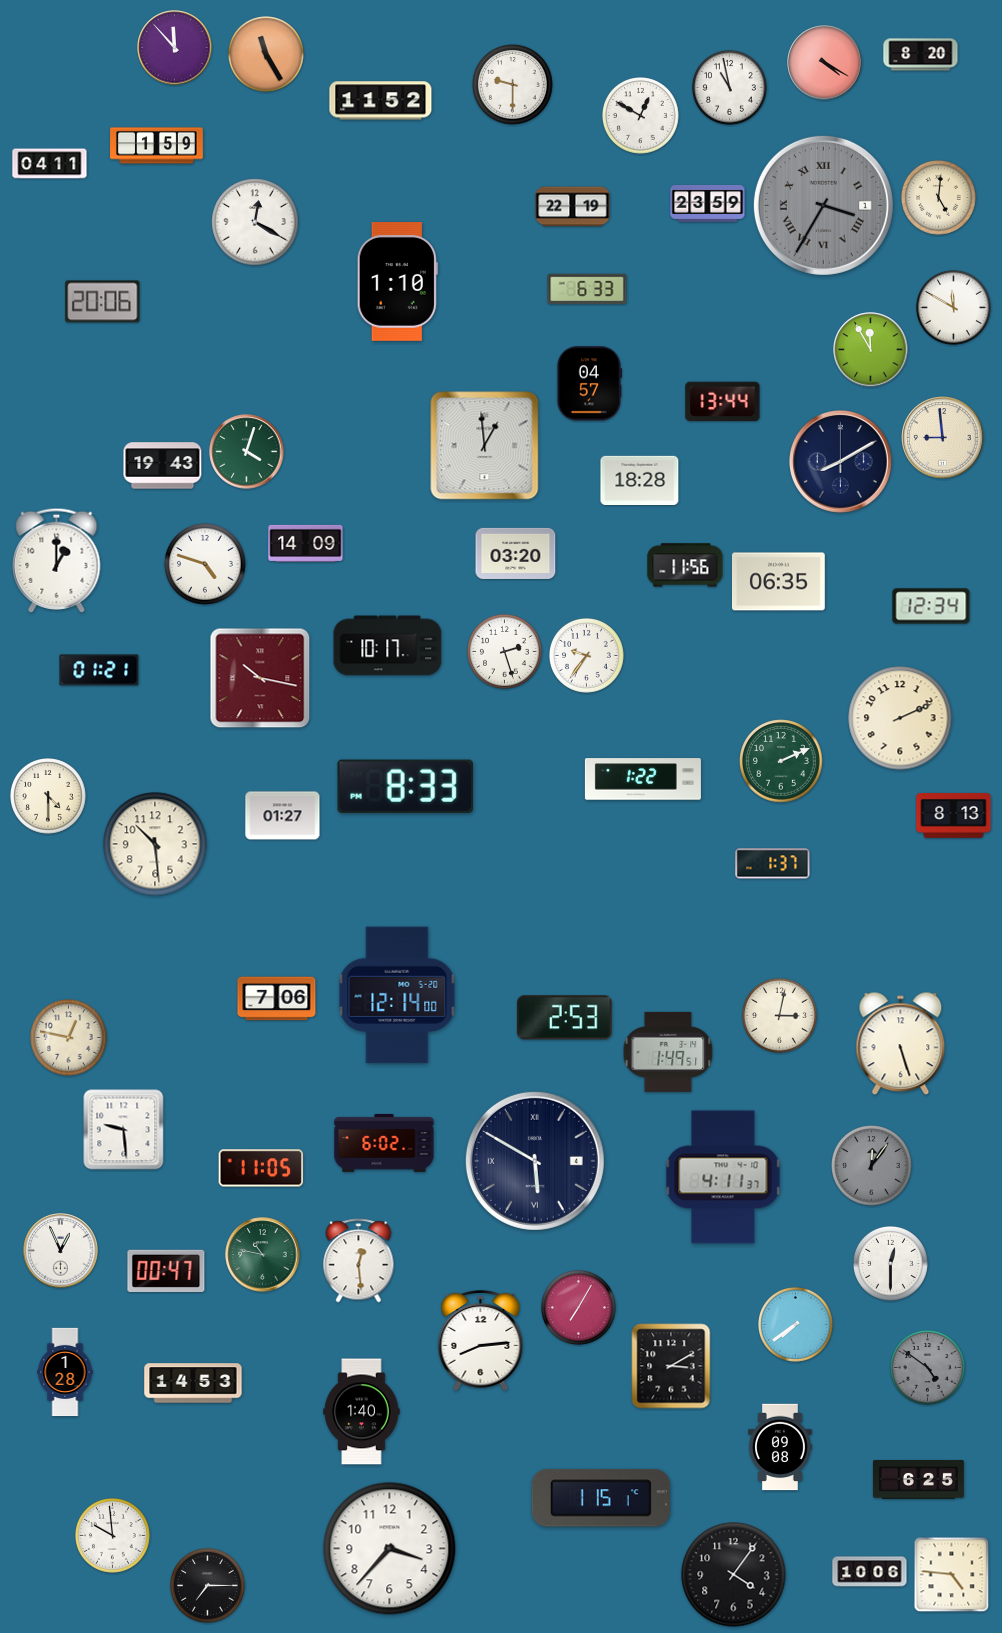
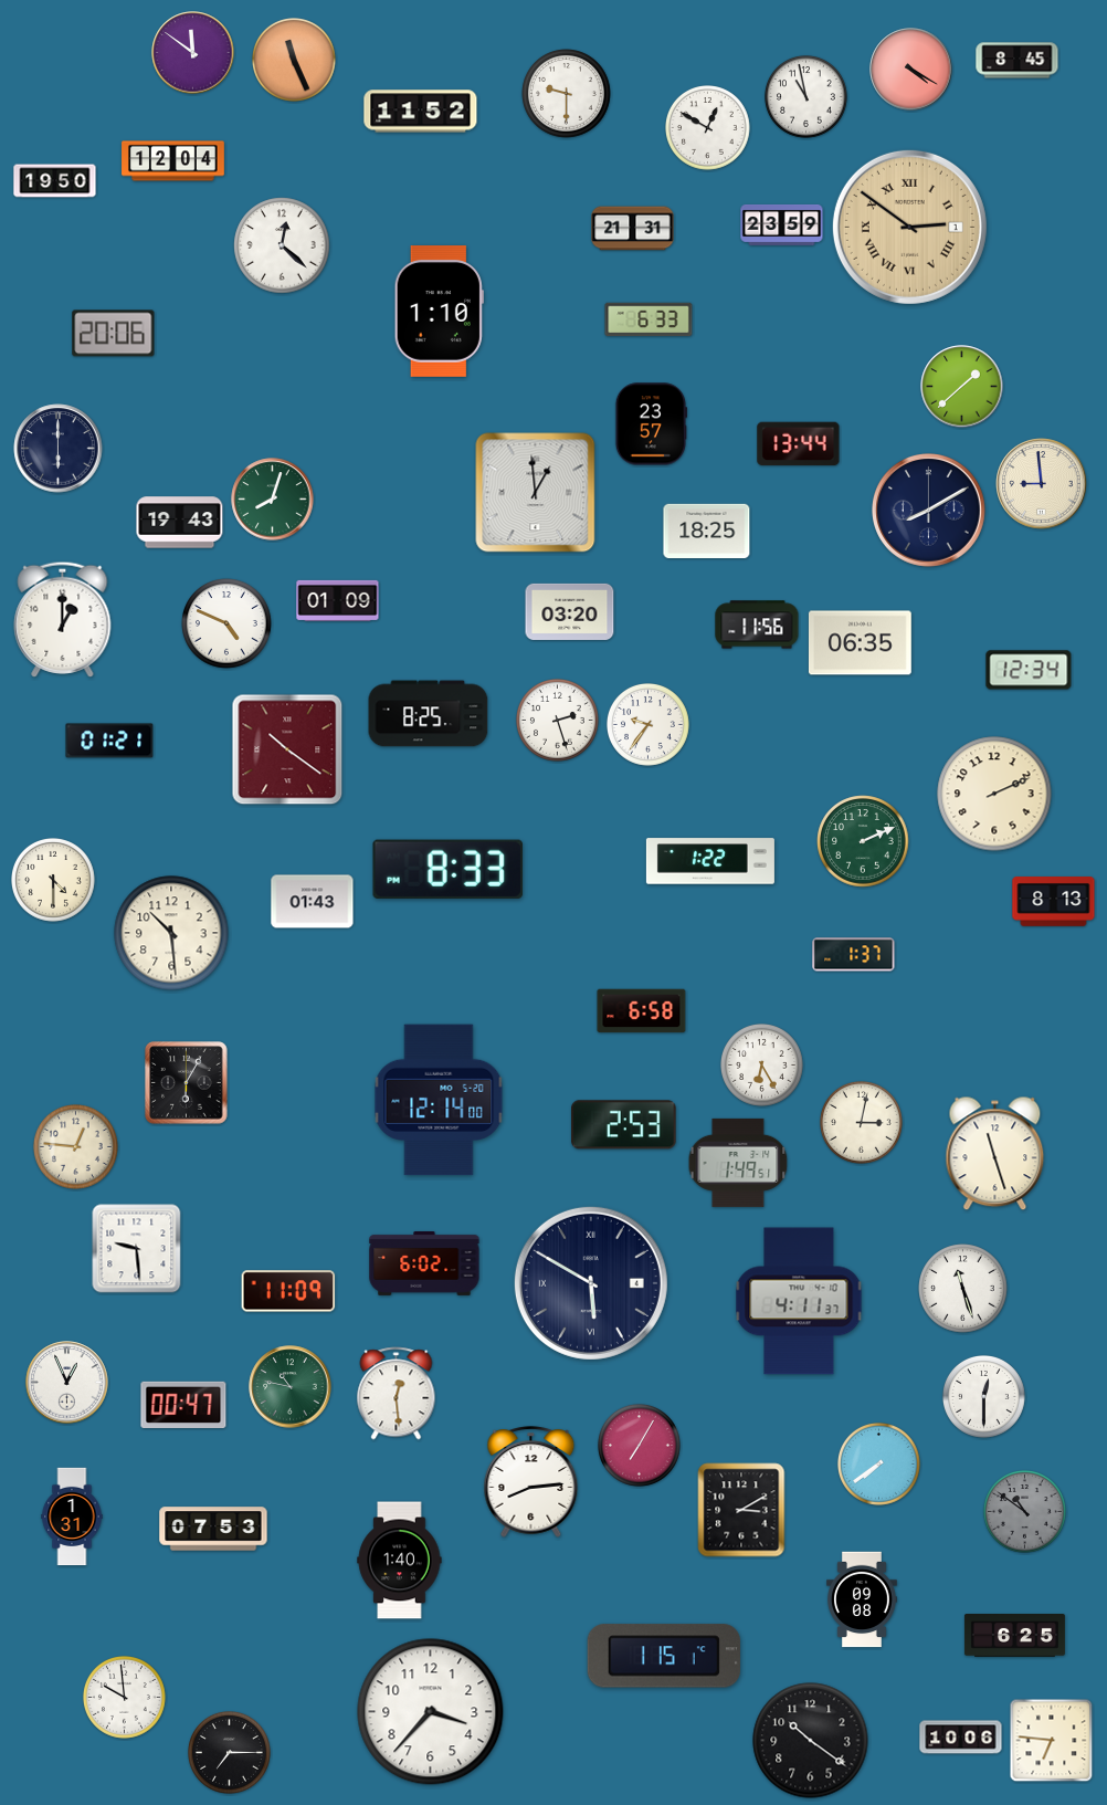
clock at (175, 48): 11:53 -> 11:51
clock at (267, 55): 11:25 -> 11:26
clock at (921, 55): 8:20 -> 8:45
clock at (157, 146): 1:59 -> 12:04
clock at (50, 164): 04:11 -> 19:50
clock at (939, 198): 5:01 -> none
clock at (823, 205): 3:35 -> 2:51
clock at (823, 205) dial: grey -> champagne
clock at (573, 207): 22:19 -> 21:31
clock at (255, 222): 12:20 -> 12:22
clock at (954, 308): 11:50 -> none
clock at (871, 350): 11:55 -> 1:38
clock at (589, 384): 04:57 -> 23:57
clock at (59, 449): none -> 6:00
clock at (247, 452): 4:03 -> 8:03
clock at (163, 466) position: (163, 466) -> (180, 523)
clock at (640, 480): 18:28 -> 18:25
clock at (306, 543): 14:09 -> 01:09
clock at (205, 564): 4:48 -> 4:49
clock at (388, 646): 10:17 -> 8:25
clock at (260, 678): 10:17 -> 10:21
clock at (283, 816): 01:27 -> 01:43
clock at (642, 1011): none -> 6:58
clock at (762, 1066): none -> 6:25
clock at (187, 1083): none -> 6:05
clock at (277, 999): 7:06 -> none
clock at (69, 1038): 12:47 -> 12:46
clock at (901, 1044): 5:27 -> 11:27
clock at (872, 1166): 12:06 -> 11:27
clock at (872, 1166) dial: grey -> white
clock at (261, 1168): 11:05 -> 11:09
clock at (928, 1368): 4:51 -> 10:51
clock at (65, 1372): 1:28 -> 1:31
clock at (193, 1383): 14:53 -> 07:53
clock at (734, 1575): 4:06 -> 10:21
clock at (952, 1575): 4:46 -> 6:46
